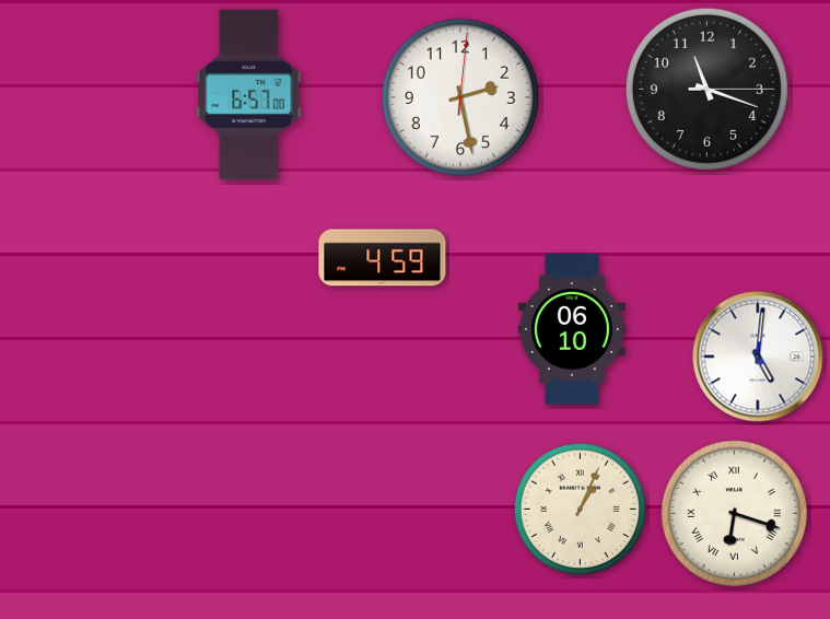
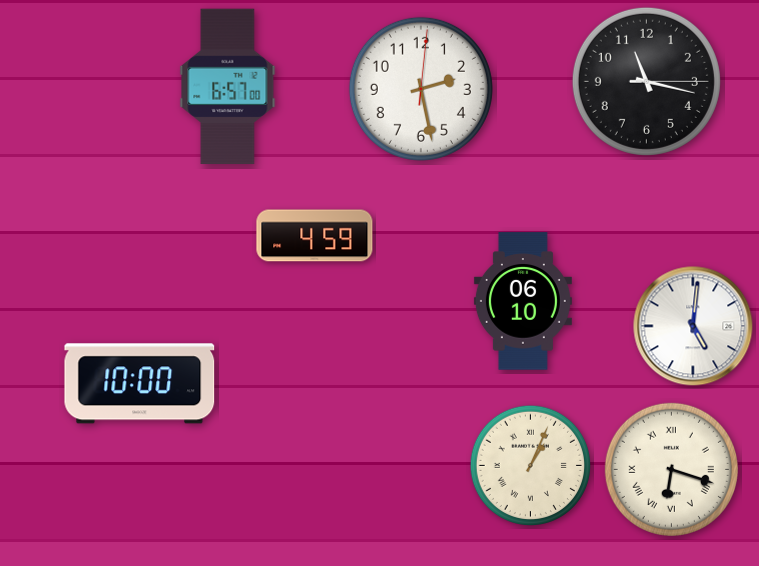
clock at (706, 89): 11:18 -> 11:17
clock at (383, 258) position: (383, 258) -> (315, 236)
clock at (140, 384): none -> 10:00
